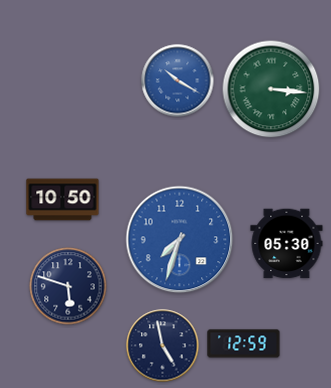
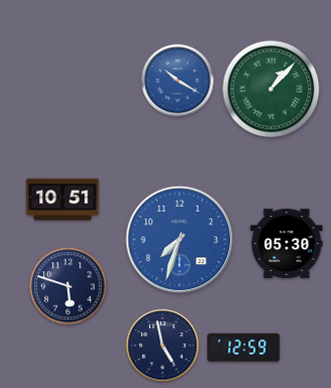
clock at (271, 89): 3:16 -> 1:07
clock at (63, 200): 10:50 -> 10:51
clock at (244, 344) position: (244, 344) -> (244, 348)
